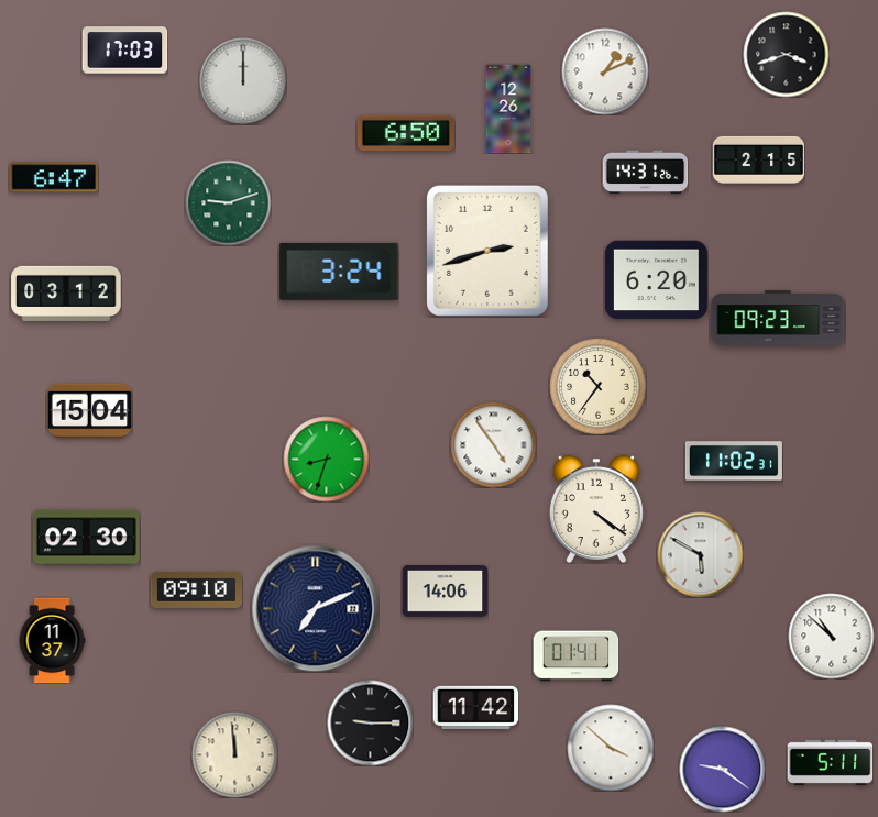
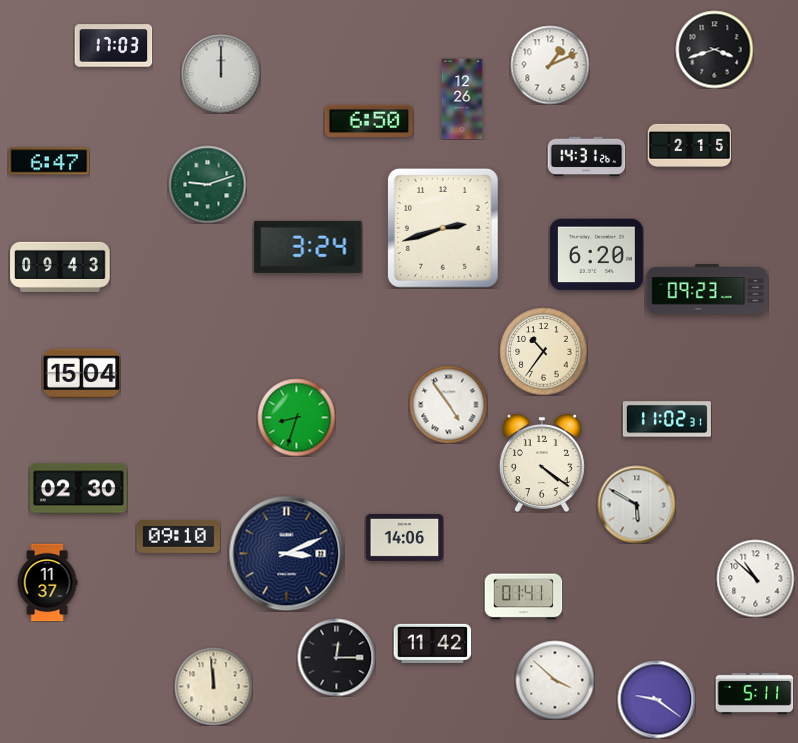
clock at (66, 294): 03:12 -> 09:43
clock at (315, 608): 7:11 -> 3:11
clock at (370, 722): 9:15 -> 12:15
